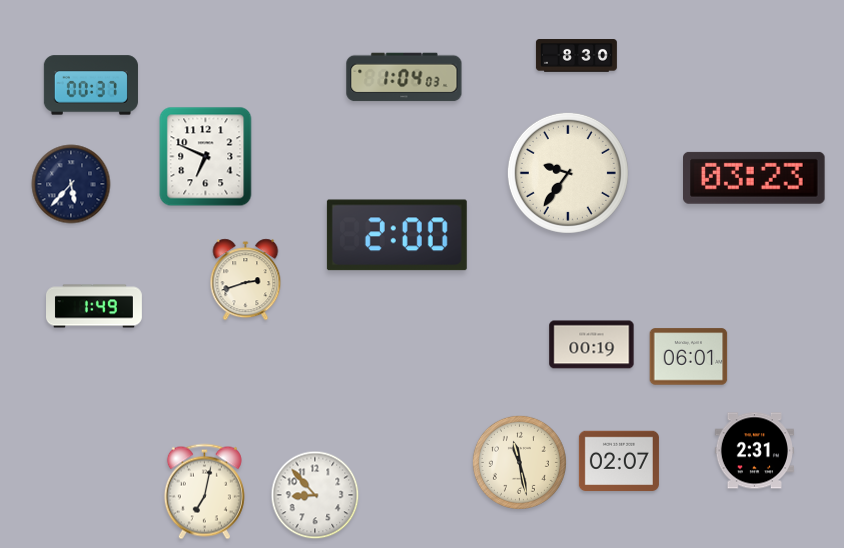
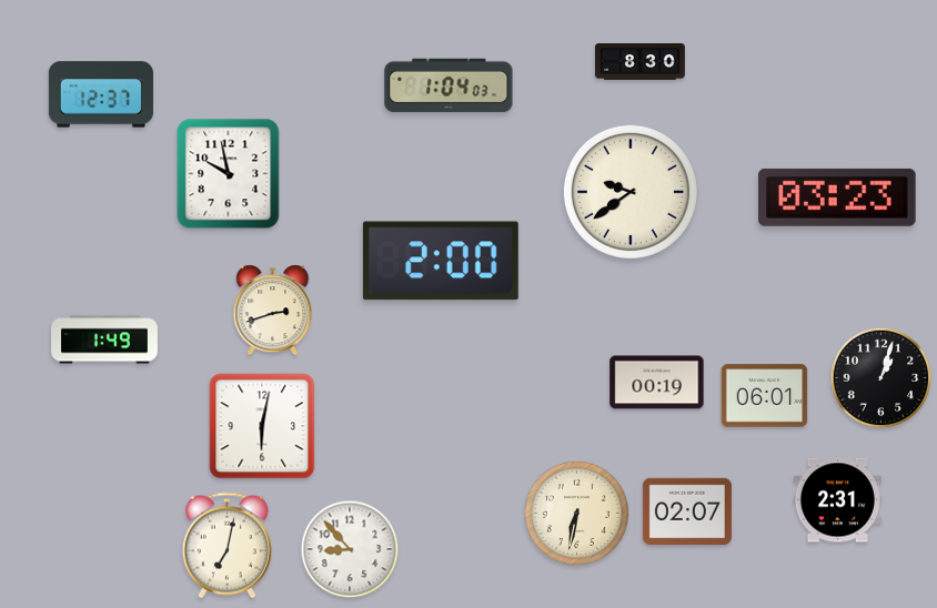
clock at (91, 85): 00:37 -> 12:37
clock at (206, 157): 6:49 -> 9:58
clock at (568, 173): 9:36 -> 9:39
clock at (71, 184): 5:37 -> none
clock at (881, 378): none -> 1:03
clock at (262, 426): none -> 6:02
clock at (519, 462): 11:28 -> 6:32
